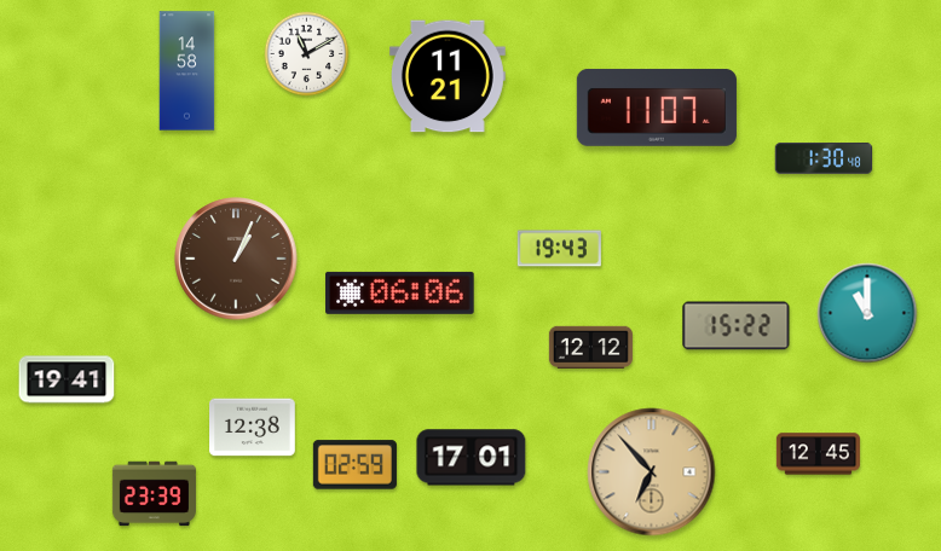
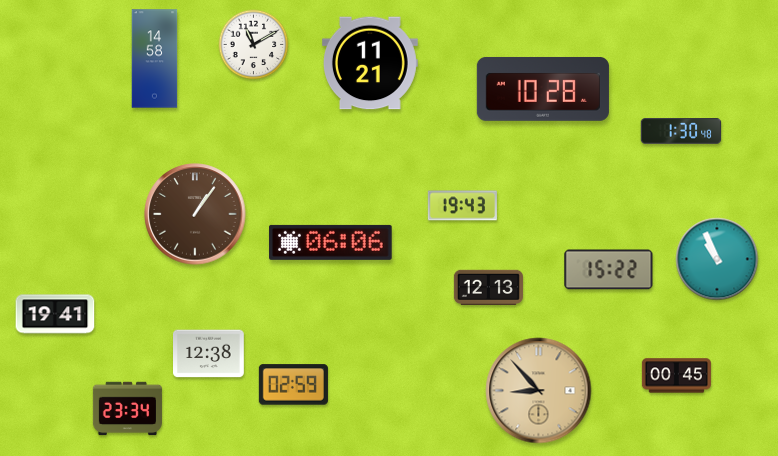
clock at (657, 108): 11:07 -> 10:28
clock at (236, 259): 1:04 -> 1:06
clock at (867, 313): 11:00 -> 10:56
clock at (590, 347): 12:12 -> 12:13
clock at (818, 454): 12:45 -> 00:45
clock at (472, 458): 17:01 -> none
clock at (652, 472): 6:53 -> 8:53
clock at (154, 494): 23:39 -> 23:34
